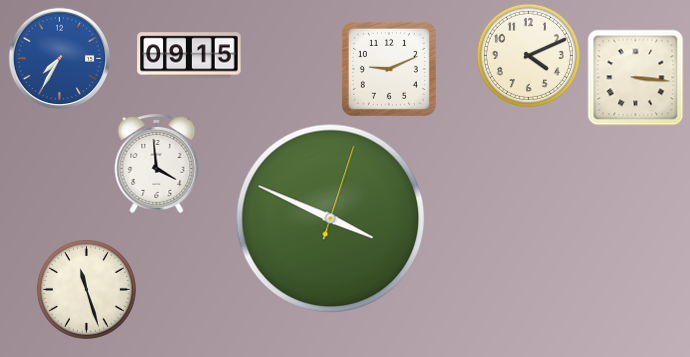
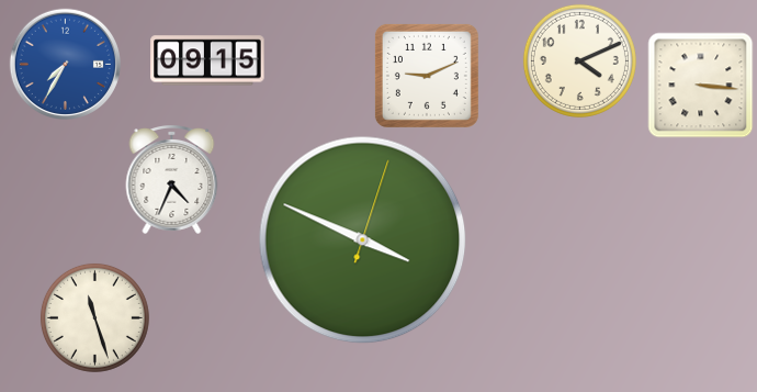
clock at (635, 77) position: (635, 77) -> (700, 85)
clock at (157, 164): 3:59 -> 4:34
